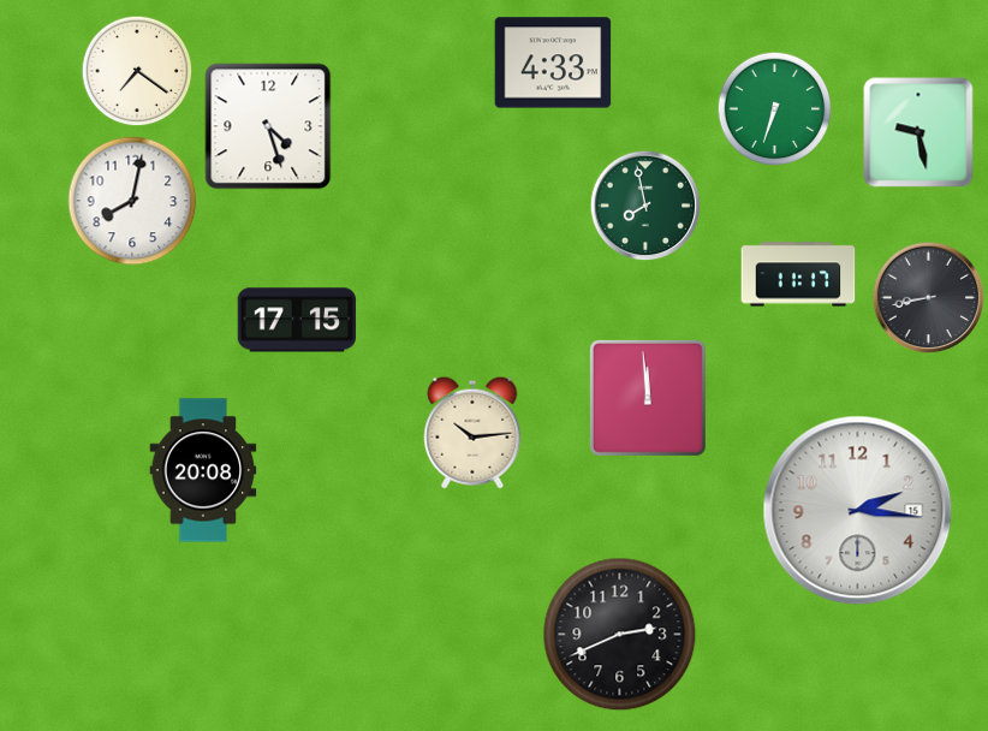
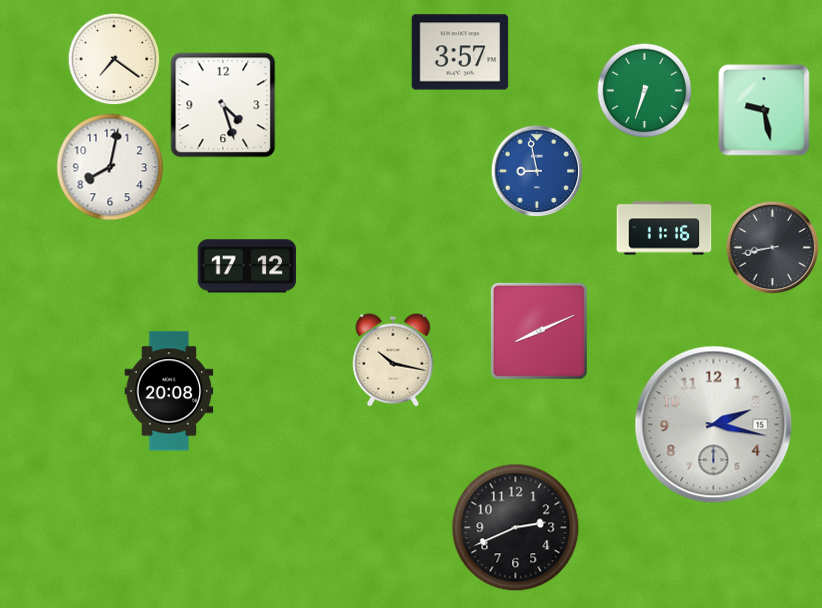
clock at (553, 63): 4:33 -> 3:57
clock at (645, 206): 7:58 -> 8:58
clock at (645, 206) dial: green -> blue
clock at (798, 274): 11:17 -> 11:16
clock at (297, 320): 17:15 -> 17:12
clock at (648, 398): 11:59 -> 8:11
clock at (472, 433): 10:14 -> 10:17
clock at (858, 511): 2:16 -> 2:17
